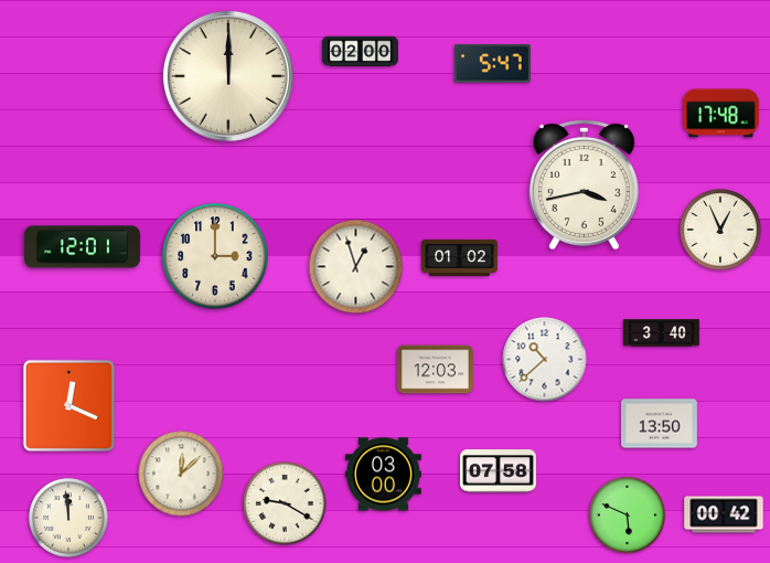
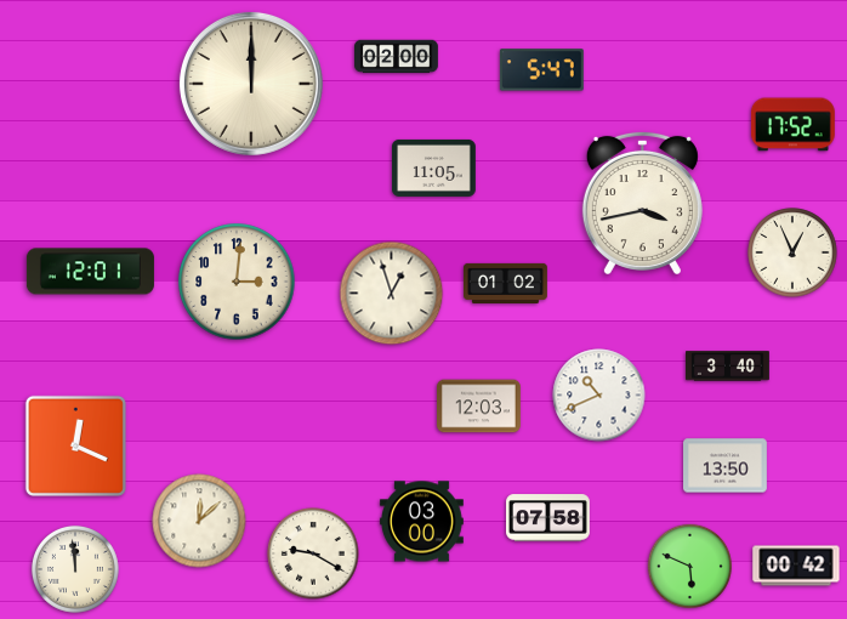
clock at (720, 114): 17:48 -> 17:52
clock at (434, 167): none -> 11:05
clock at (215, 256): 3:00 -> 3:01
clock at (545, 360): 10:38 -> 10:41
